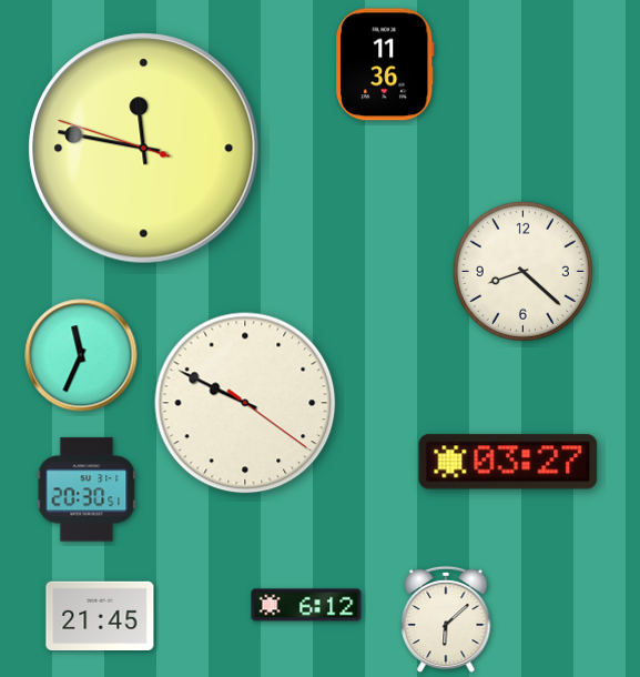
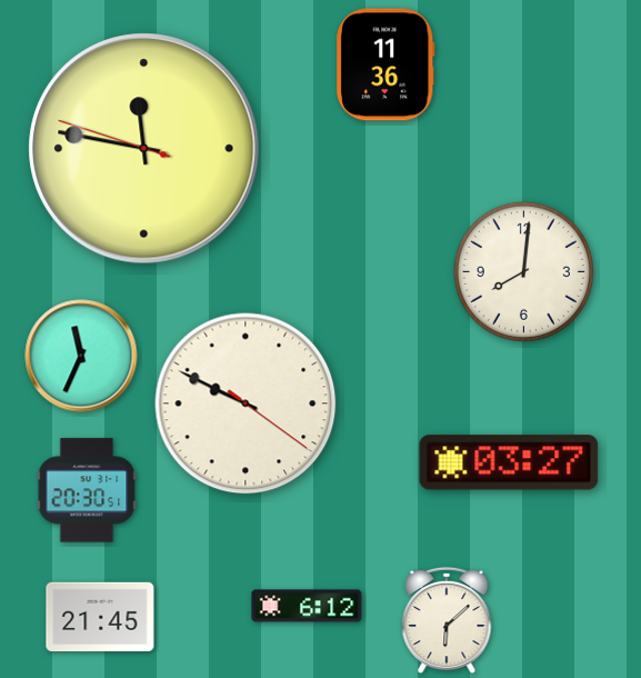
clock at (522, 271): 8:22 -> 8:01
